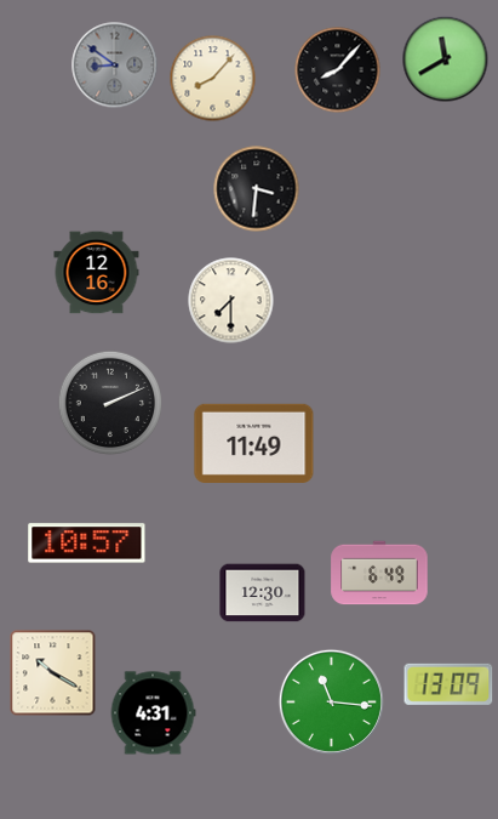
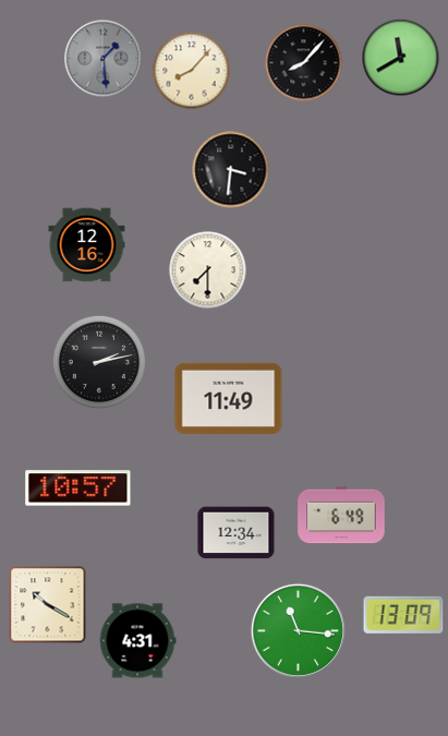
clock at (446, 59) position: (446, 59) -> (401, 58)
clock at (115, 66): 8:51 -> 1:29
clock at (109, 402): 2:11 -> 2:13
clock at (263, 593): 12:30 -> 12:34
